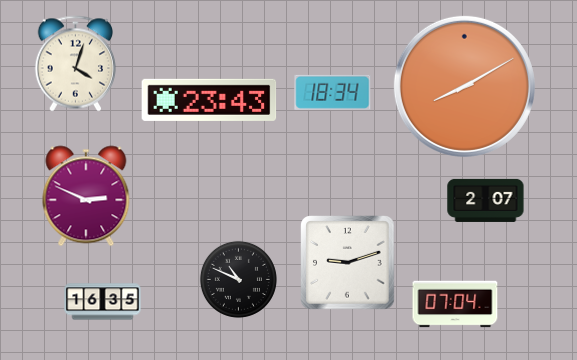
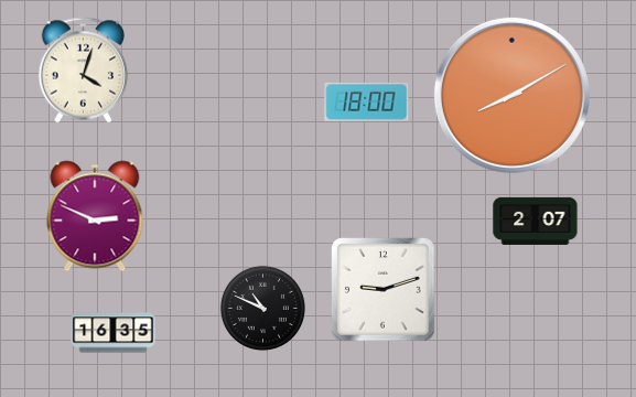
clock at (333, 92): 18:34 -> 18:00
clock at (209, 100): 23:43 -> none
clock at (455, 304): 07:04 -> none
